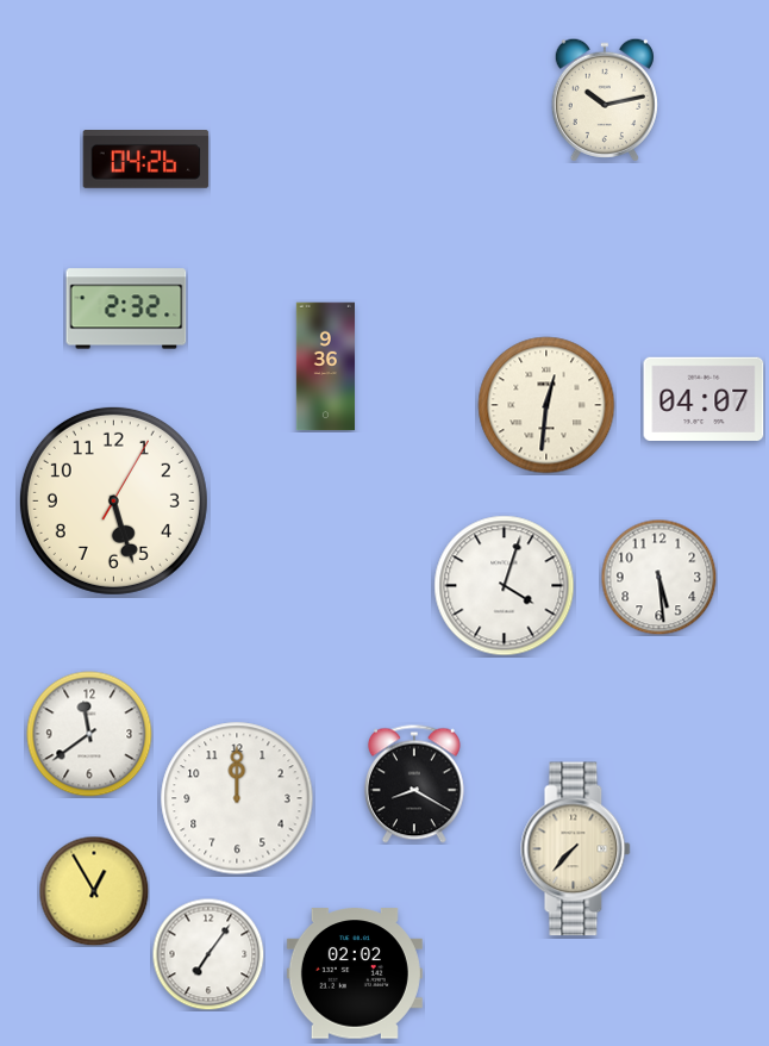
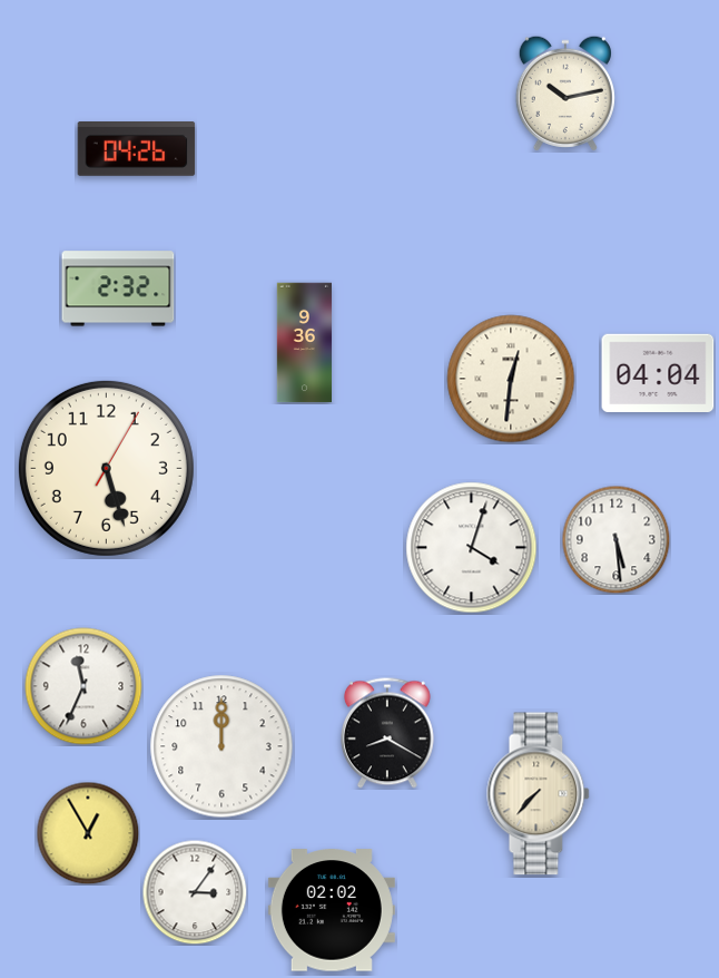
clock at (704, 398): 04:07 -> 04:04
clock at (89, 734): 11:39 -> 11:34
clock at (208, 954): 7:06 -> 3:06
